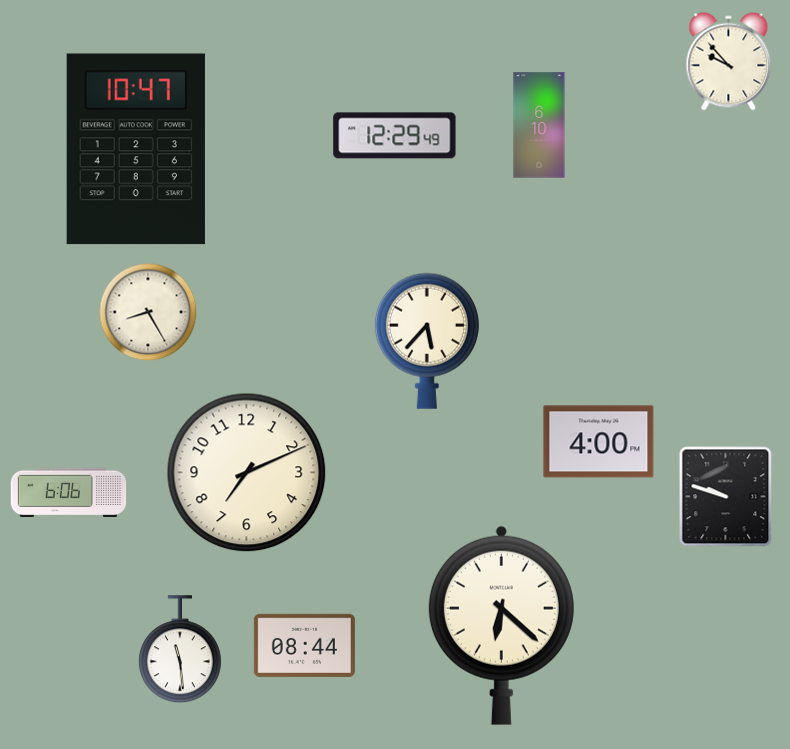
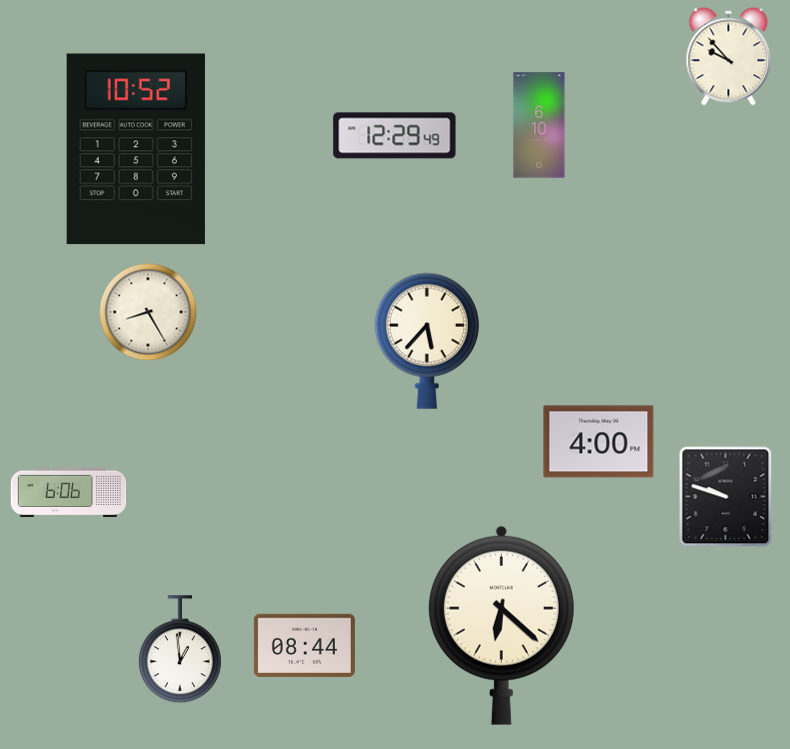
clock at (729, 62) position: (729, 62) -> (729, 57)
clock at (136, 149): 10:47 -> 10:52
clock at (247, 473): 7:11 -> none
clock at (180, 650): 11:29 -> 12:59
